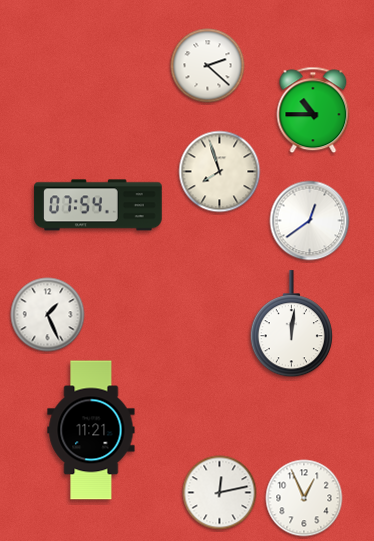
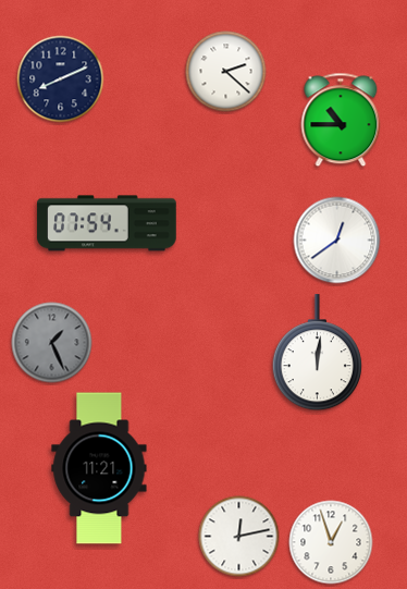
clock at (61, 79): none -> 8:11
clock at (220, 172): 7:57 -> none
clock at (48, 315) dial: white -> grey
clock at (304, 498): 12:56 -> 12:57
